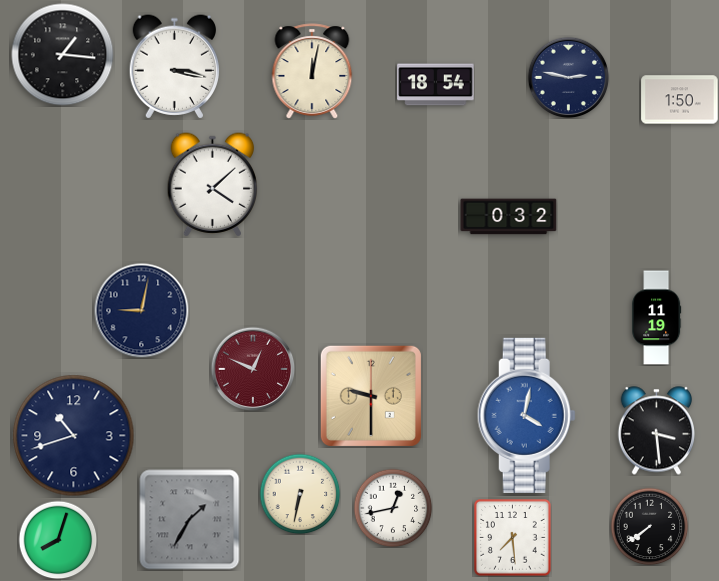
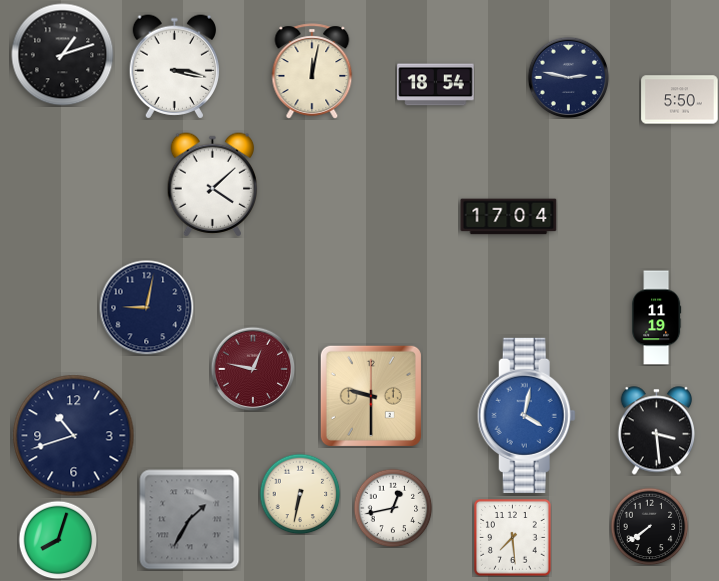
clock at (63, 55): 1:16 -> 1:12
clock at (680, 100): 1:50 -> 5:50
clock at (509, 217): 0:32 -> 17:04
clock at (141, 310) position: (141, 310) -> (146, 307)
clock at (253, 369): 12:49 -> 12:47
